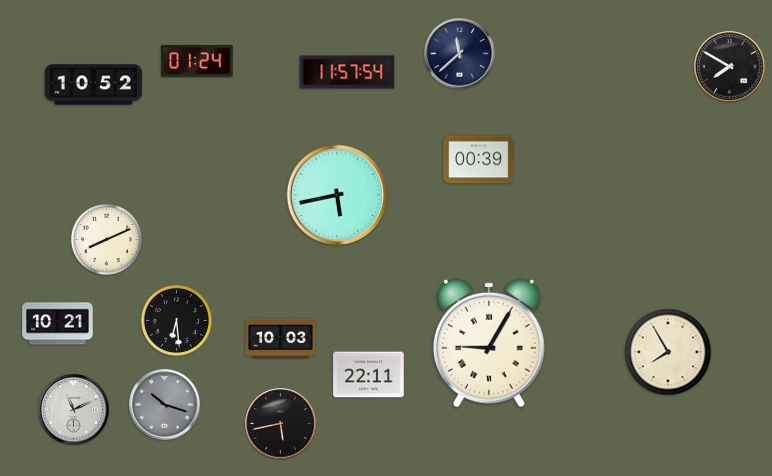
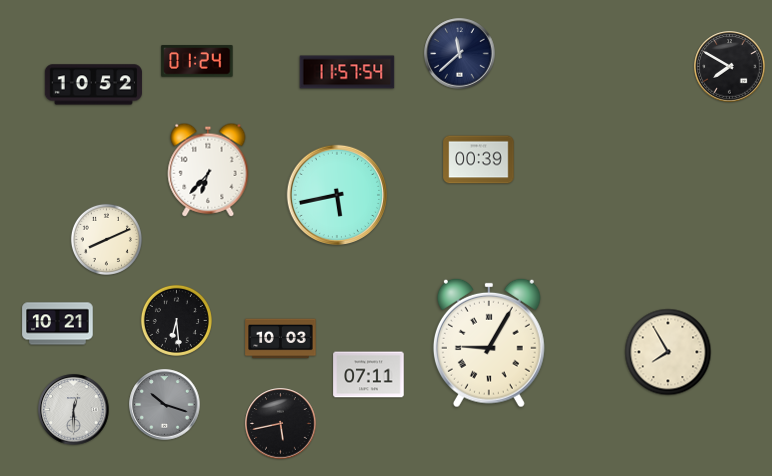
clock at (208, 170): none -> 6:37
clock at (369, 375): 22:11 -> 07:11
clock at (74, 410): 11:11 -> 12:30
